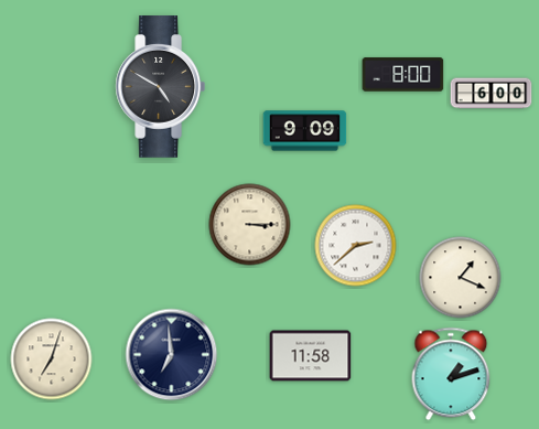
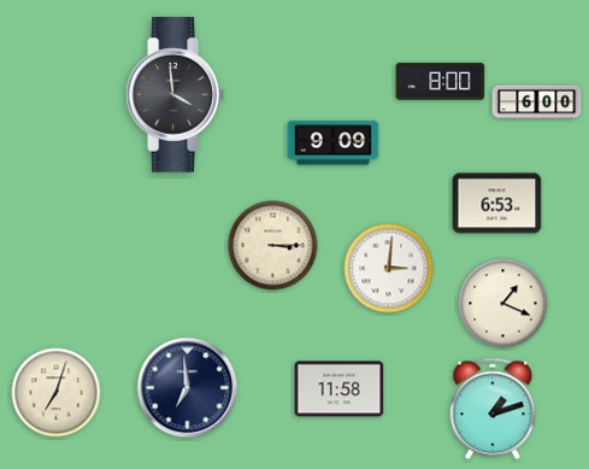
clock at (160, 87): 4:50 -> 3:59
clock at (497, 204): none -> 6:53
clock at (356, 246): 2:38 -> 3:01
